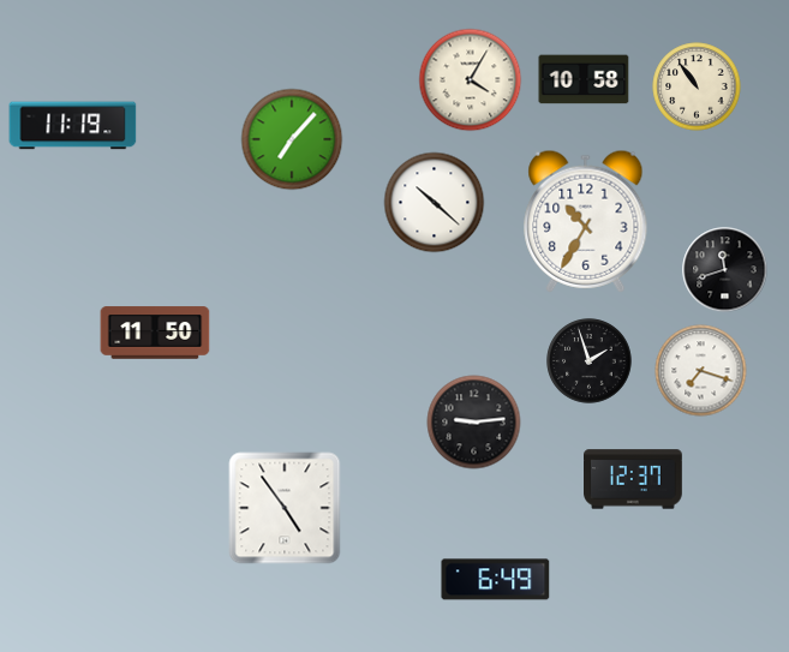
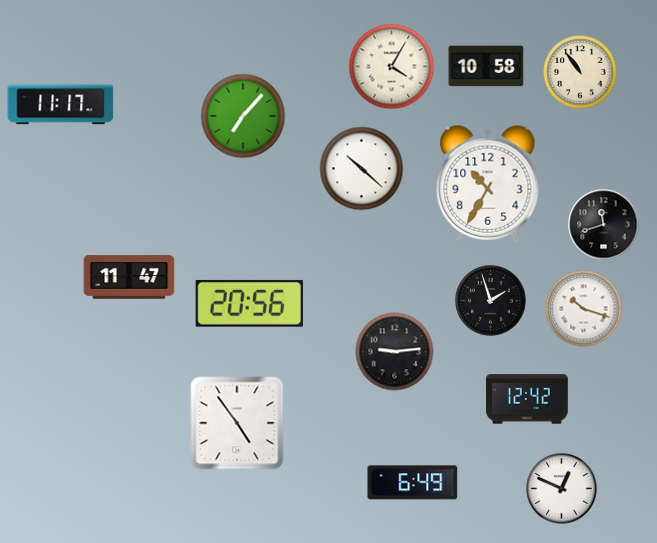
clock at (73, 126): 11:19 -> 11:17
clock at (155, 333): 11:50 -> 11:47
clock at (249, 303): none -> 20:56
clock at (701, 371): 7:18 -> 10:18
clock at (634, 479): 12:37 -> 12:42
clock at (562, 489): none -> 12:49
